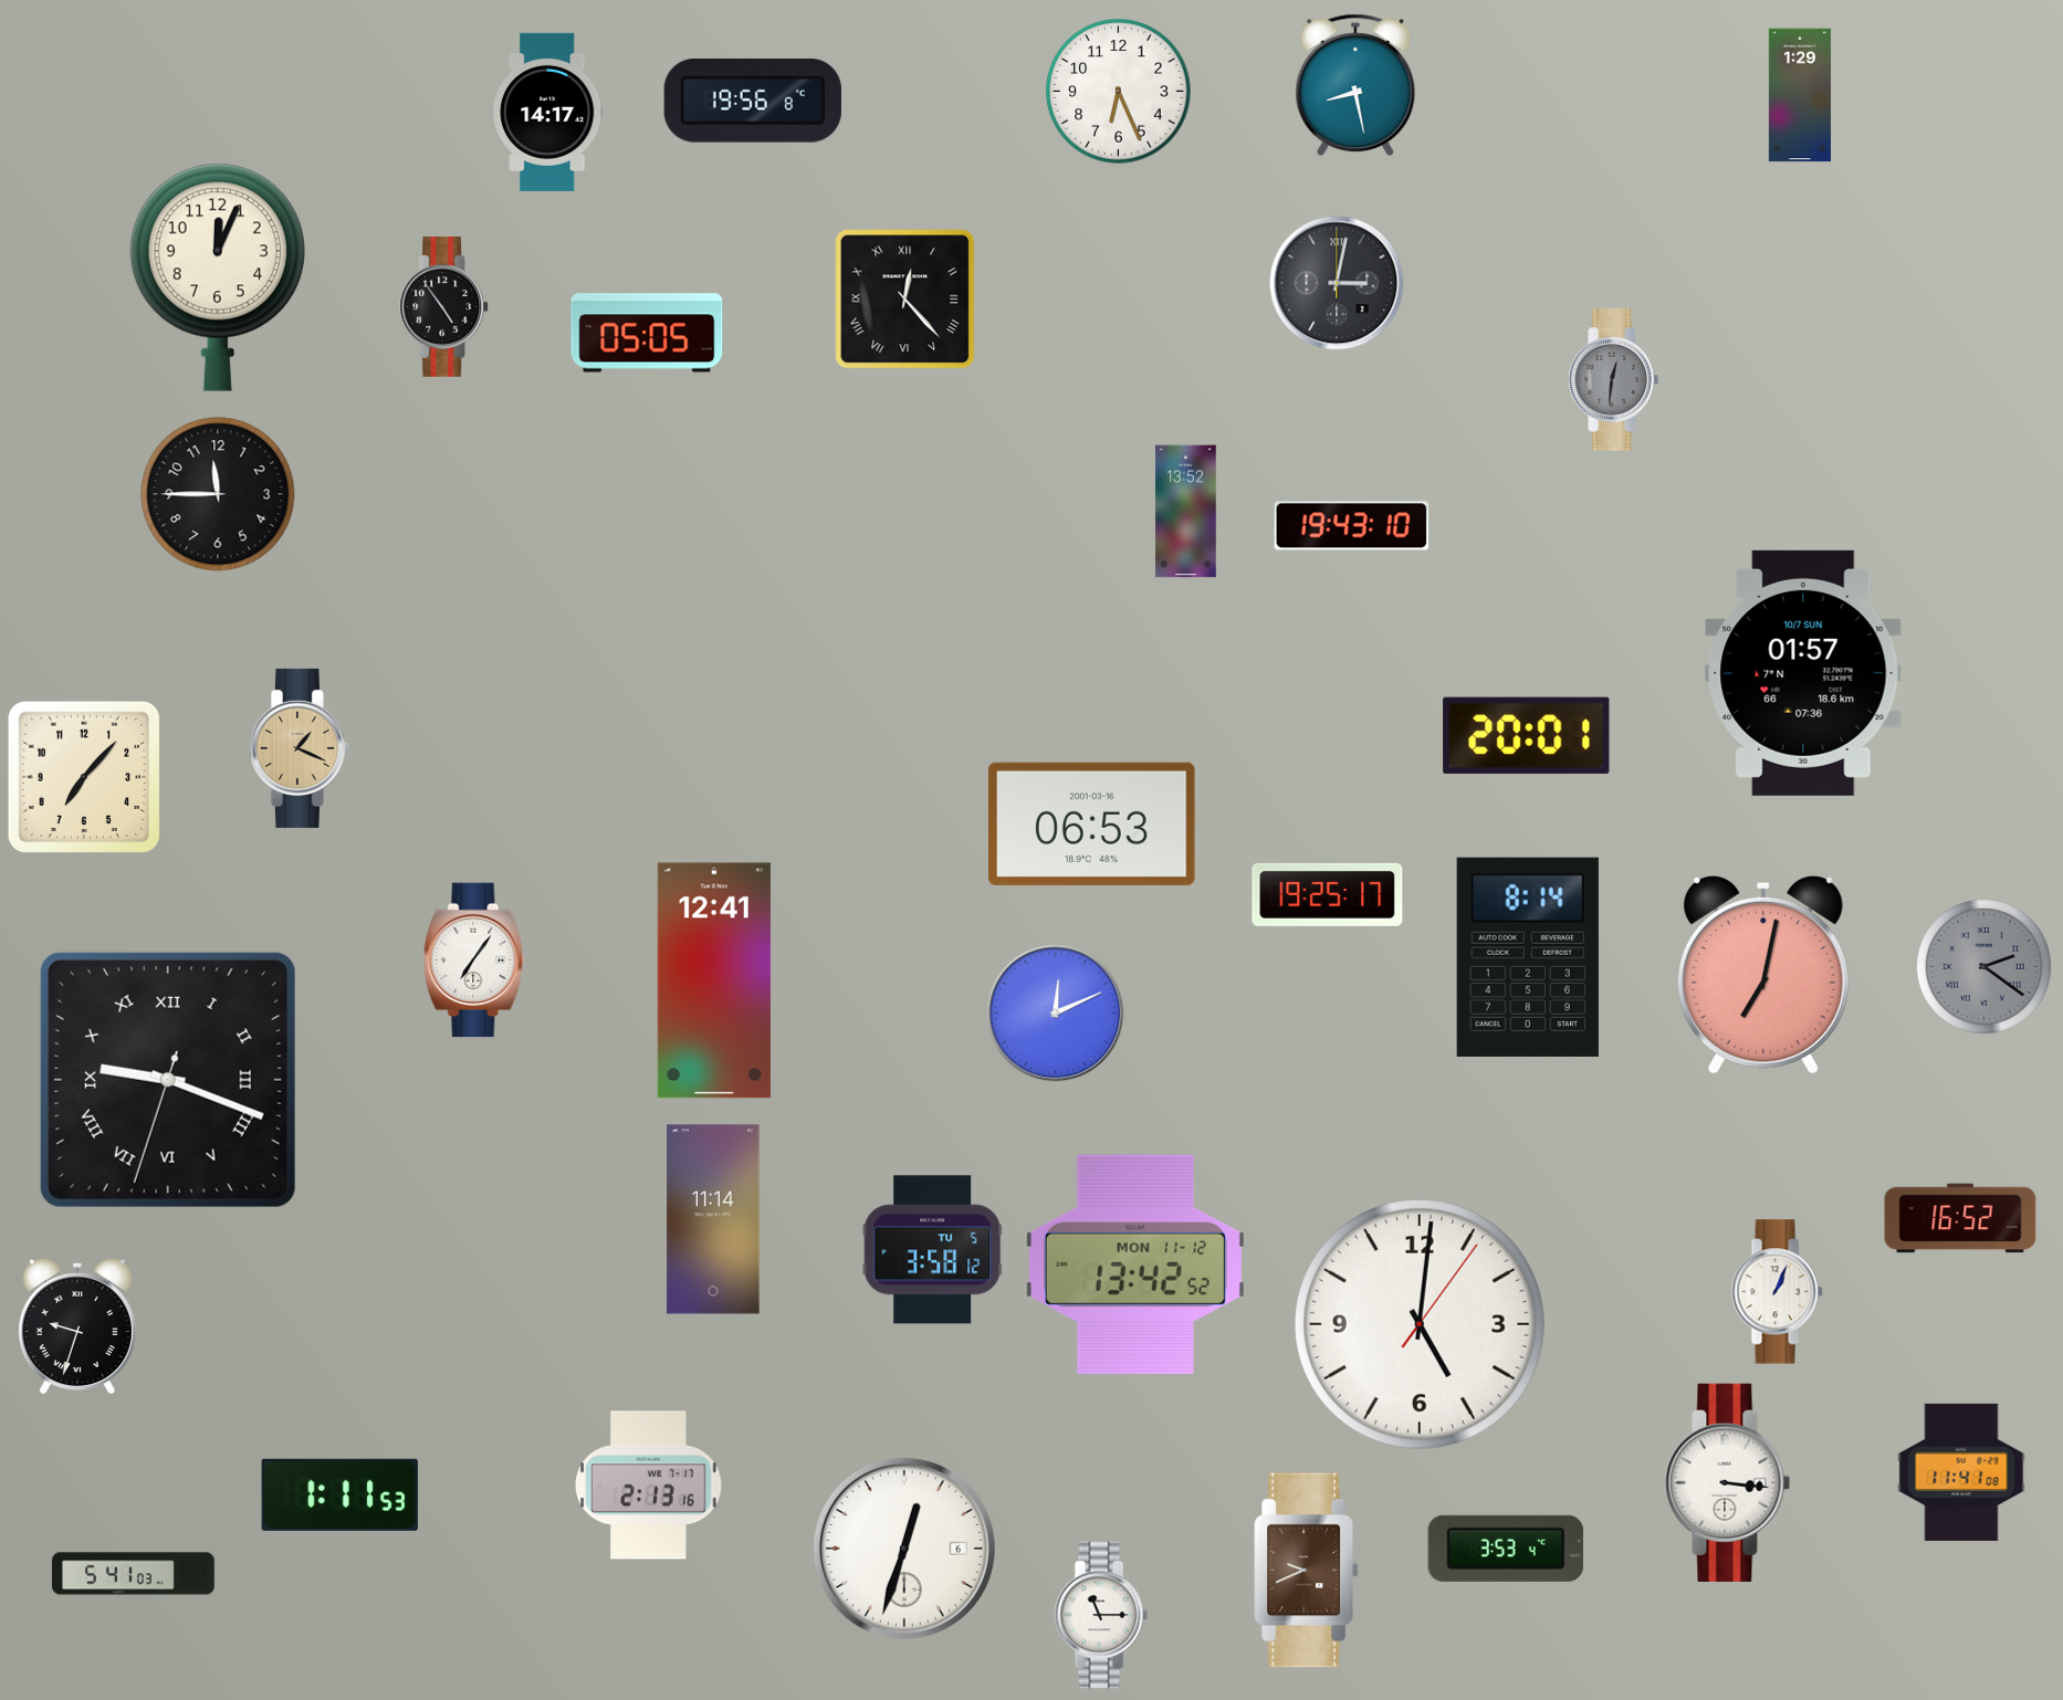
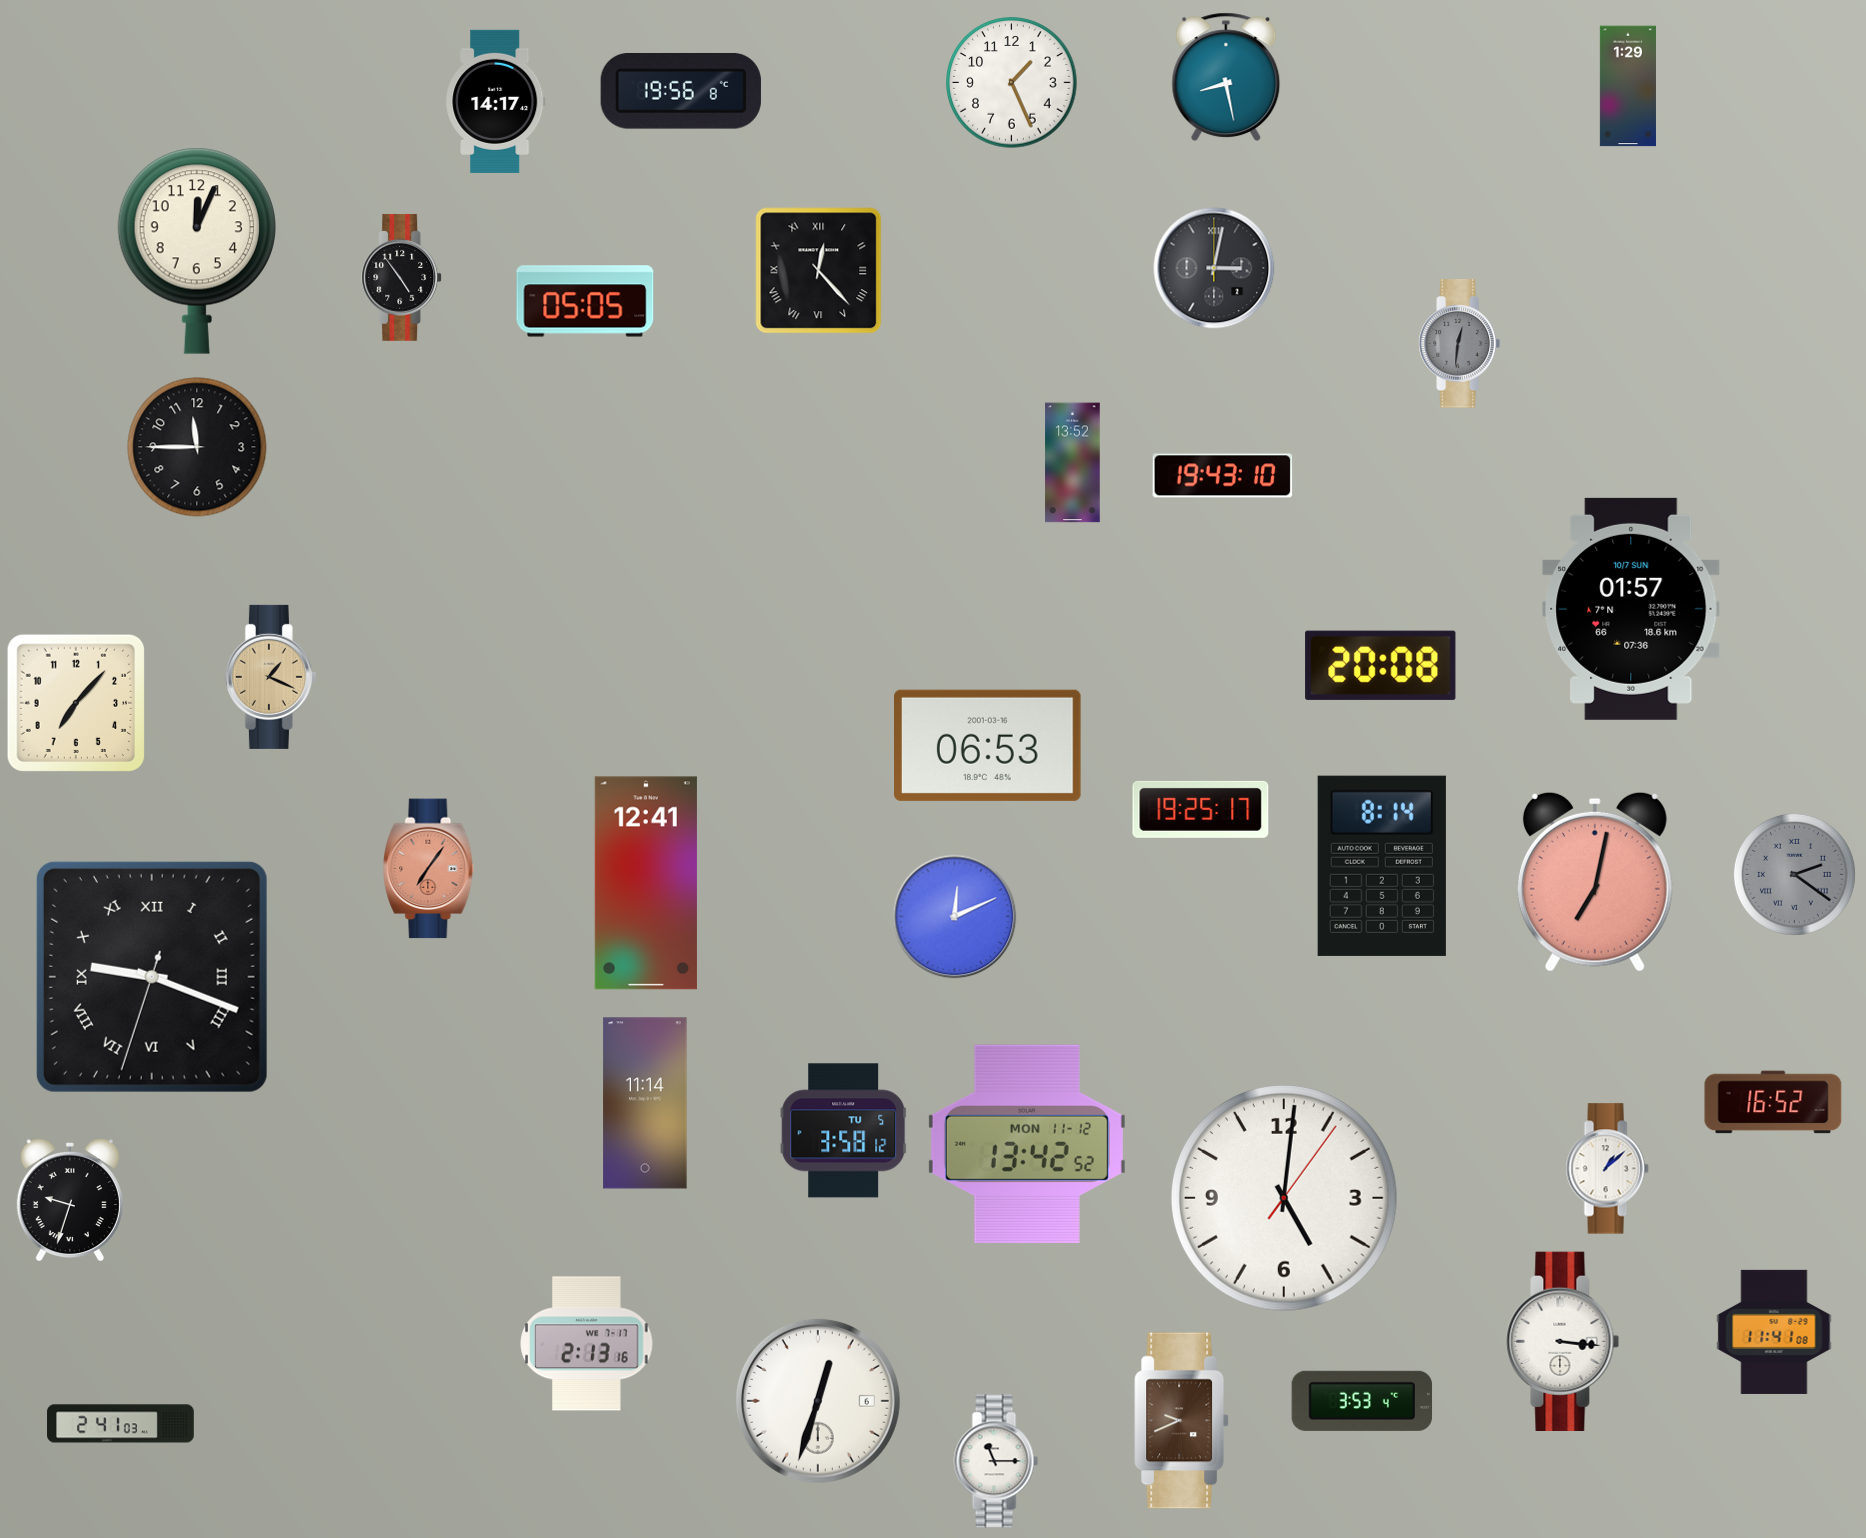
clock at (1119, 92): 6:26 -> 1:26
clock at (1337, 283) position: (1337, 283) -> (1214, 268)
clock at (1527, 735): 20:01 -> 20:08
clock at (474, 961) dial: white -> salmon
clock at (714, 980) position: (714, 980) -> (646, 883)
clock at (1777, 1292): 1:04 -> 1:08
clock at (339, 1494): 1:11 -> none
clock at (134, 1574): 5:41 -> 2:41
